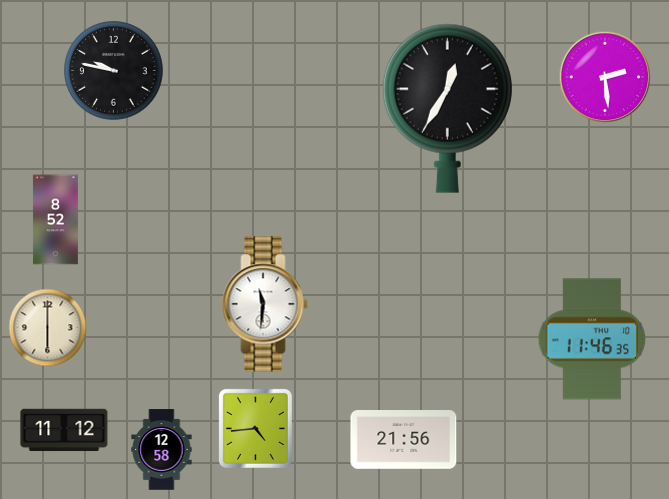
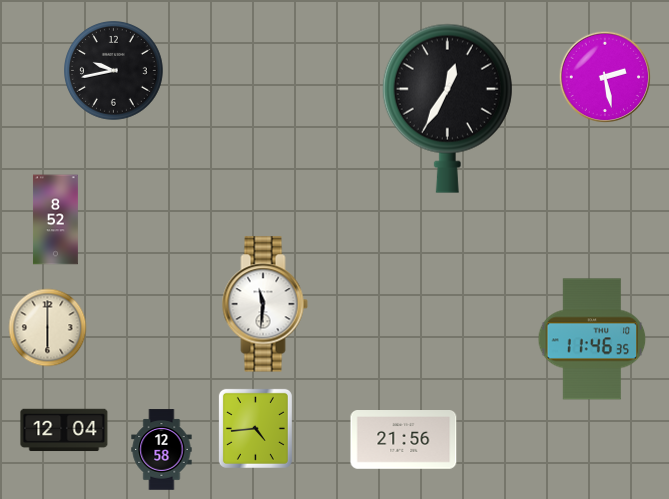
clock at (114, 71): 9:47 -> 9:43
clock at (605, 77): 2:29 -> 2:28
clock at (64, 430): 11:12 -> 12:04
